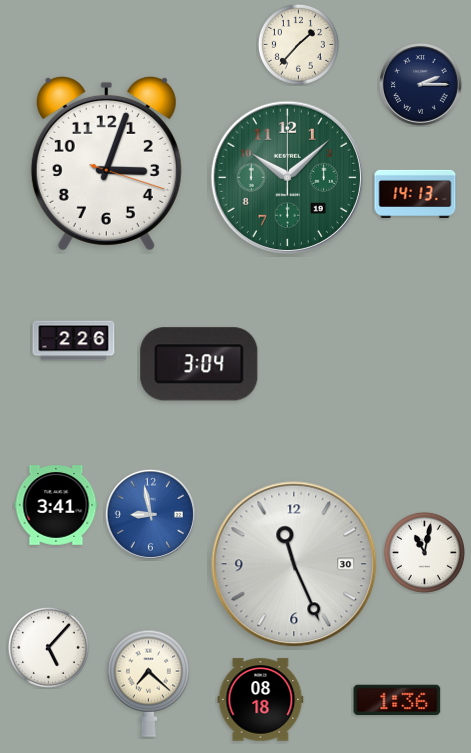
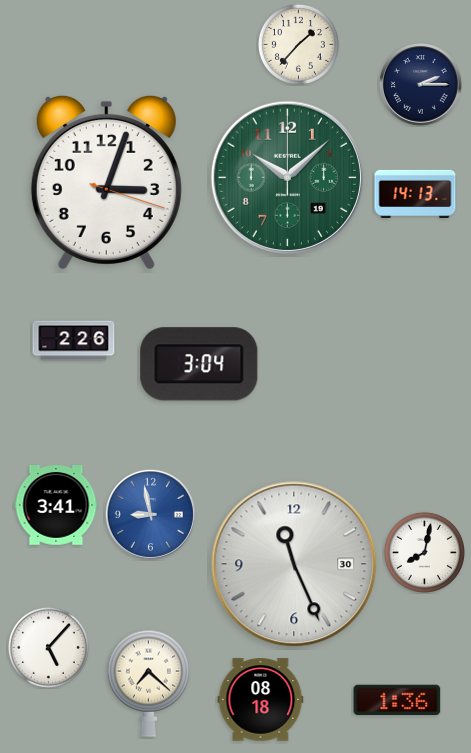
clock at (106, 163) position: (106, 163) -> (106, 182)
clock at (424, 552): 11:02 -> 8:02
